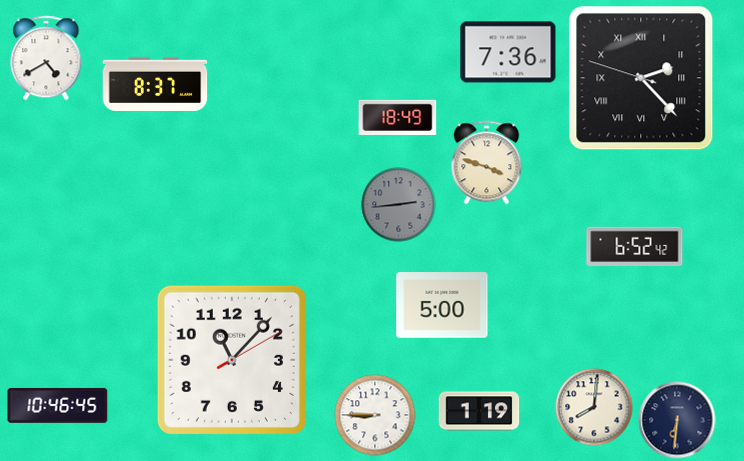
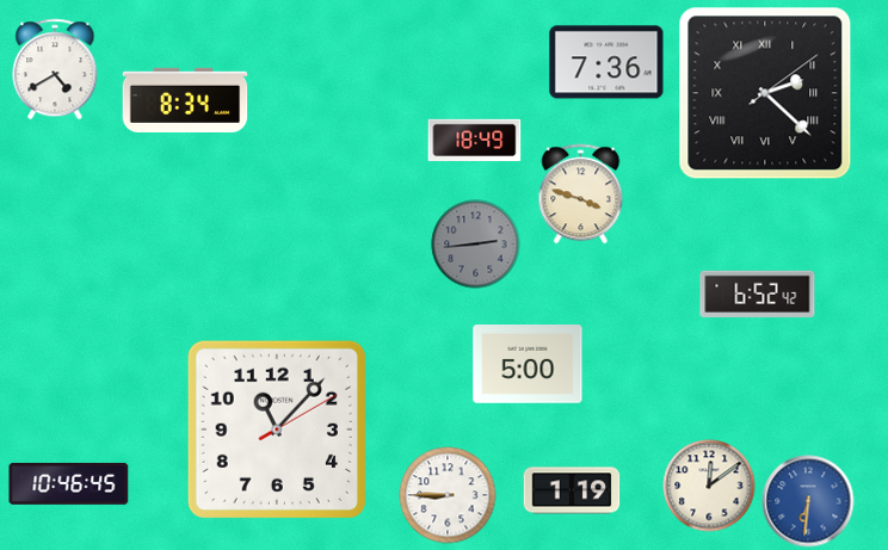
clock at (641, 78): 2:22:48 -> 2:22:09
clock at (155, 84): 8:37 -> 8:34
clock at (594, 407): 8:01 -> 12:09
clock at (677, 420) dial: navy -> blue
